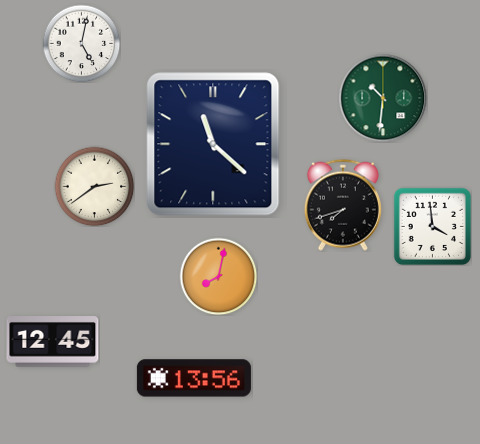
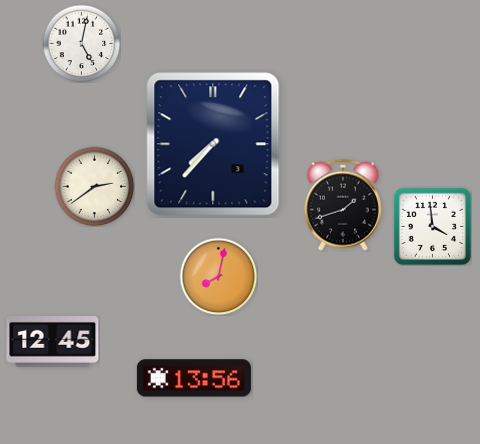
clock at (383, 98): 10:31 -> none
clock at (213, 144): 11:22 -> 7:37
clock at (343, 205): 7:42 -> 1:42
